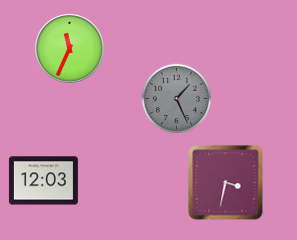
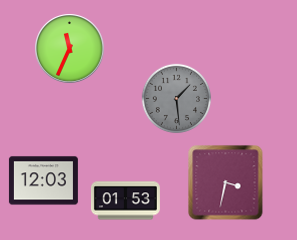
clock at (177, 99): 1:26 -> 1:29
clock at (125, 201): none -> 01:53
